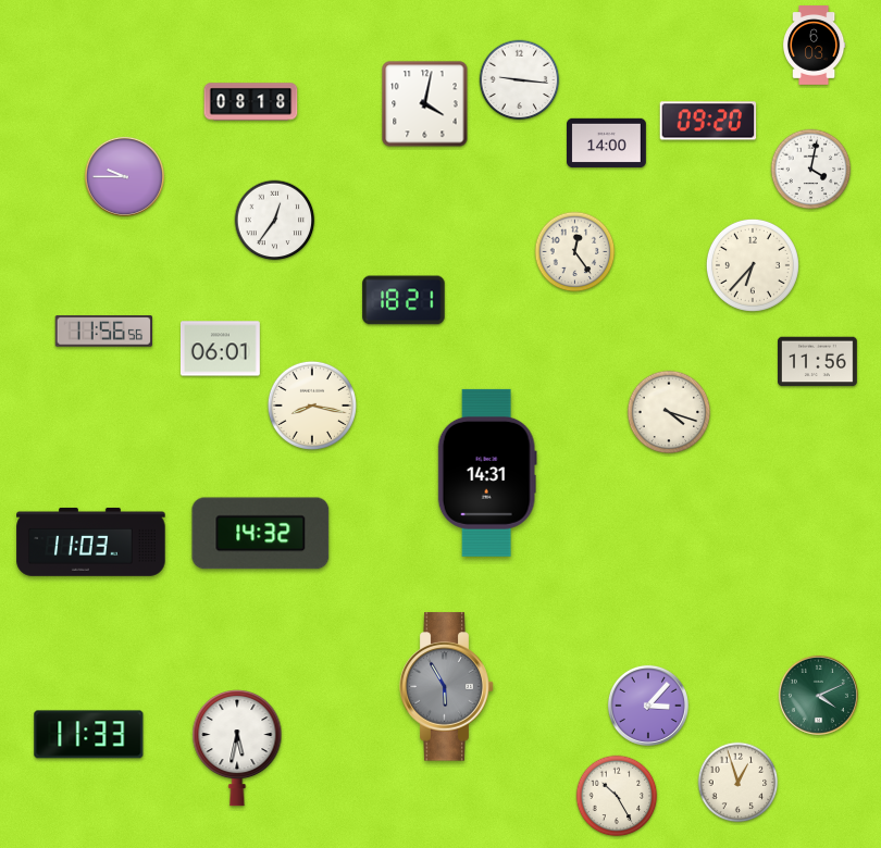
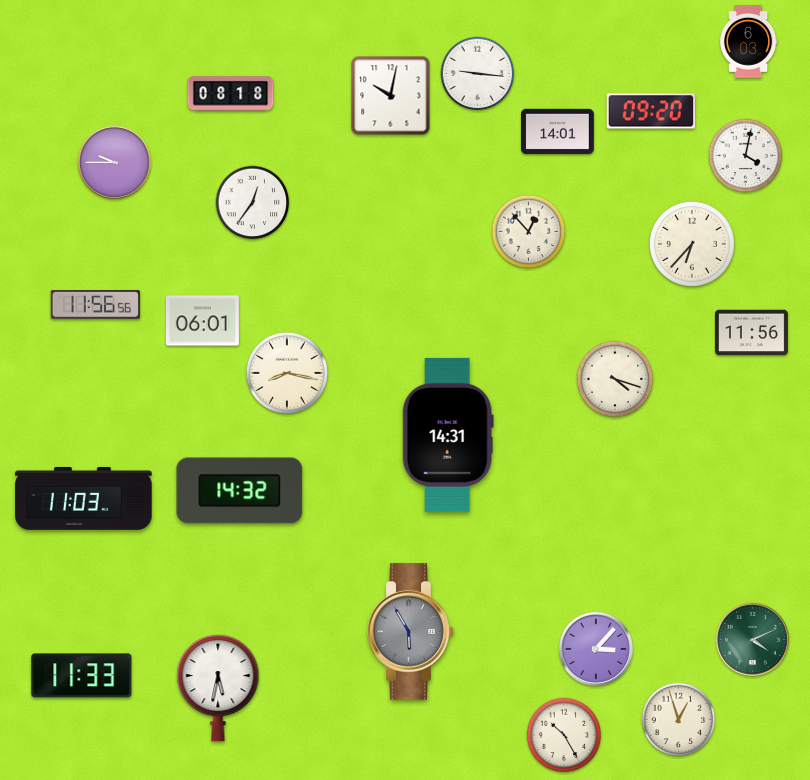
clock at (425, 104): 4:02 -> 10:02
clock at (607, 144): 14:00 -> 14:01
clock at (575, 252): 12:24 -> 12:53
clock at (404, 300): 18:21 -> none
clock at (617, 796) position: (617, 796) -> (564, 735)
